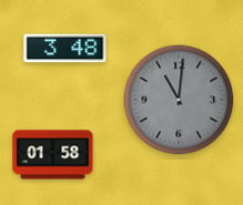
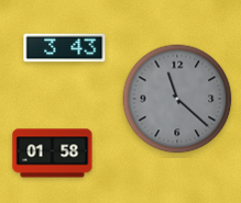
clock at (65, 49): 3:48 -> 3:43
clock at (179, 100): 11:01 -> 11:22
